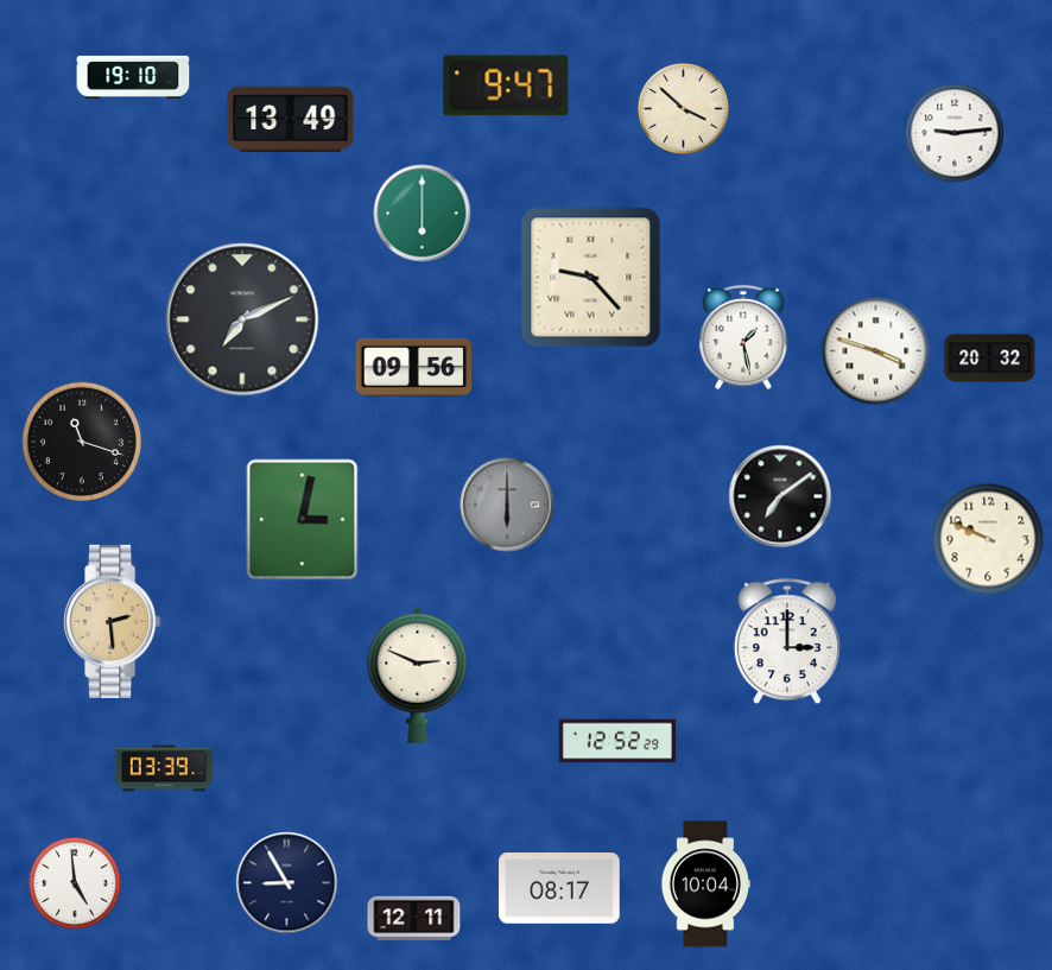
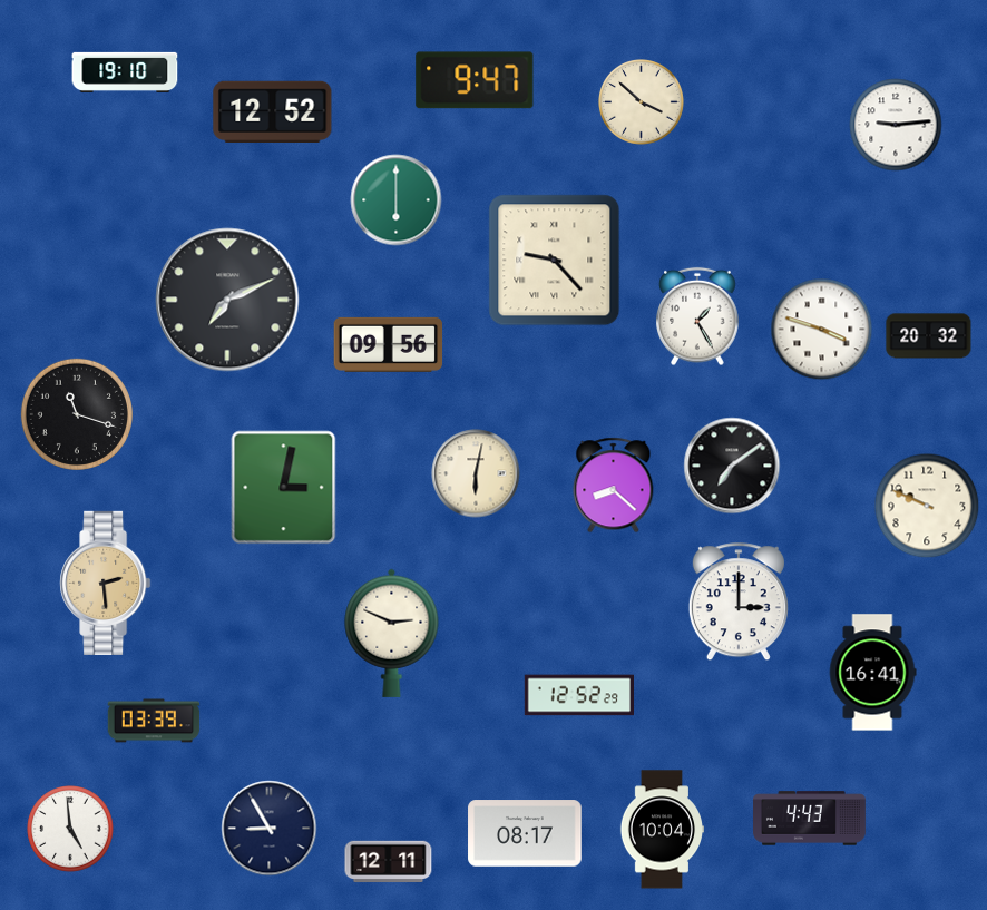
clock at (291, 119): 13:49 -> 12:52
clock at (743, 337): 1:28 -> 1:25
clock at (507, 505): 6:00 -> 6:02
clock at (507, 505) dial: grey -> cream
clock at (614, 486): none -> 8:22
clock at (872, 673): none -> 16:41
clock at (810, 819): none -> 4:43
